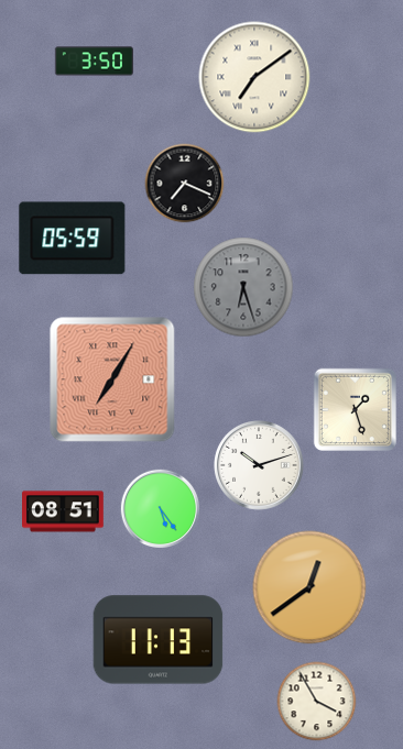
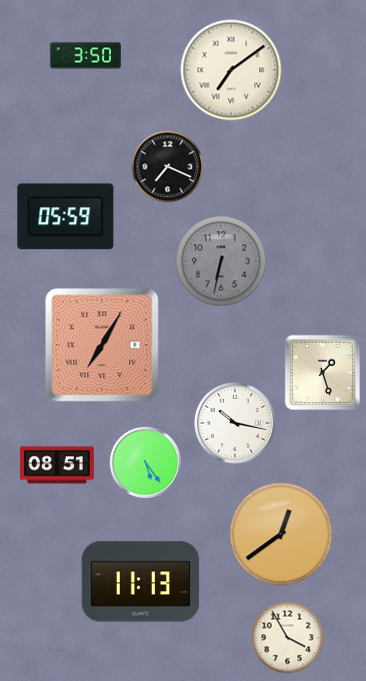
clock at (243, 287): 6:27 -> 6:32
clock at (260, 466): 10:12 -> 10:17
clock at (159, 640) position: (159, 640) -> (141, 582)
